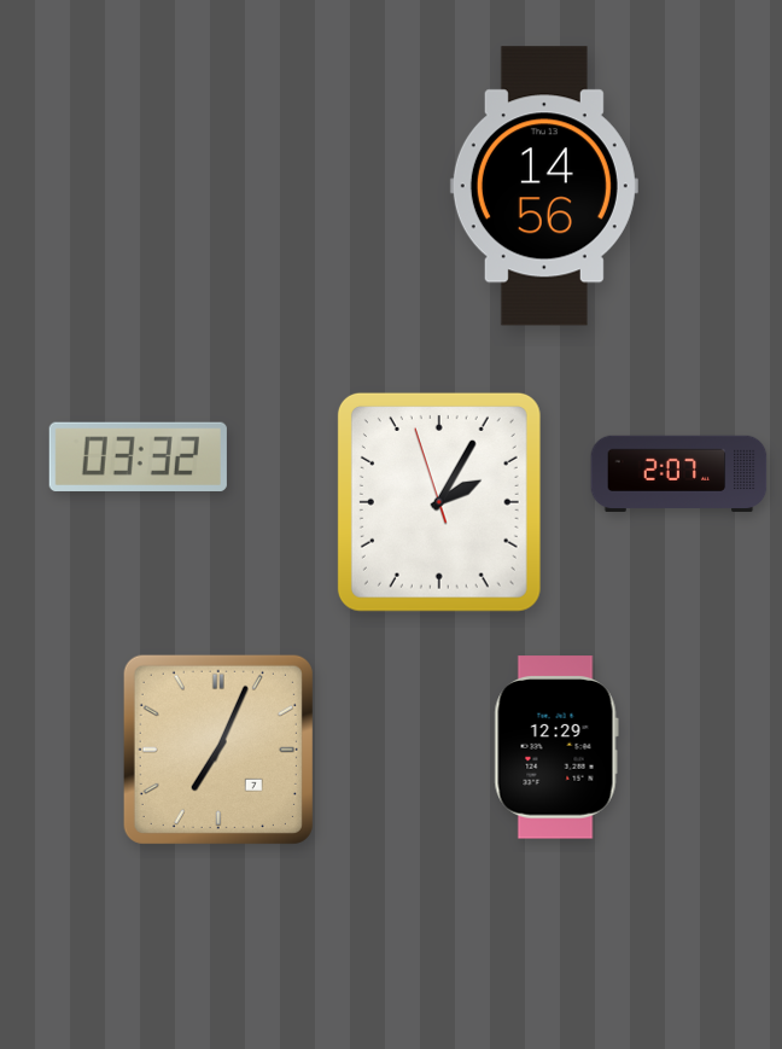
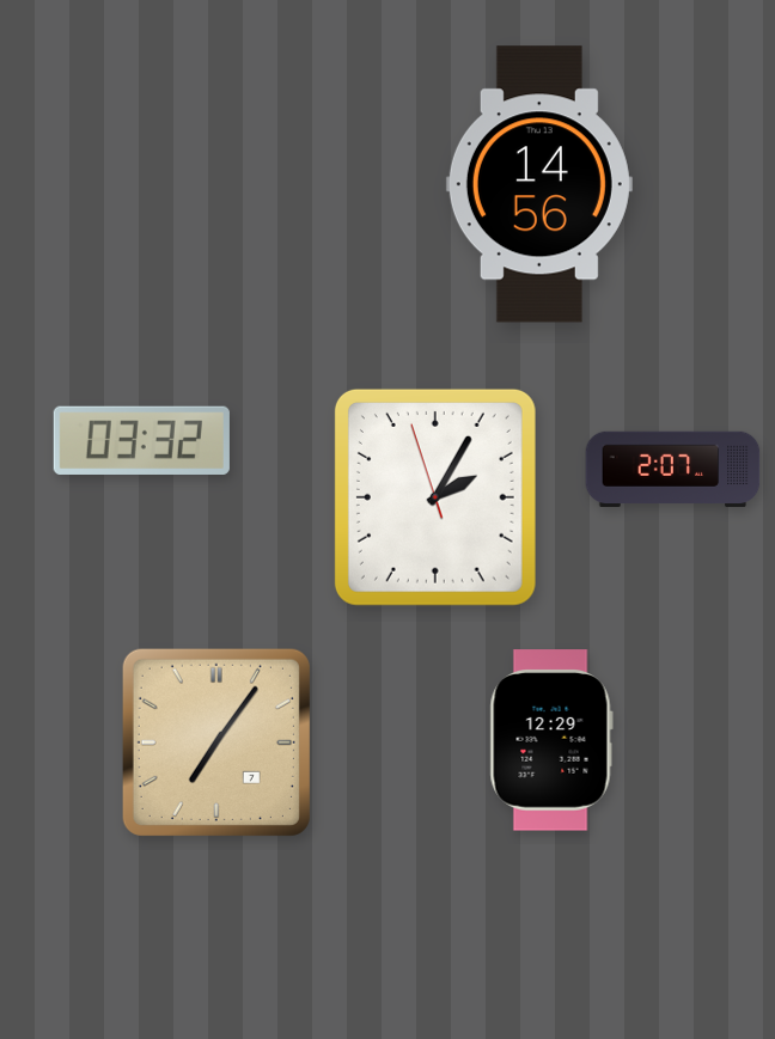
clock at (138, 456) position: (138, 456) -> (141, 440)
clock at (218, 750): 7:04 -> 7:06
